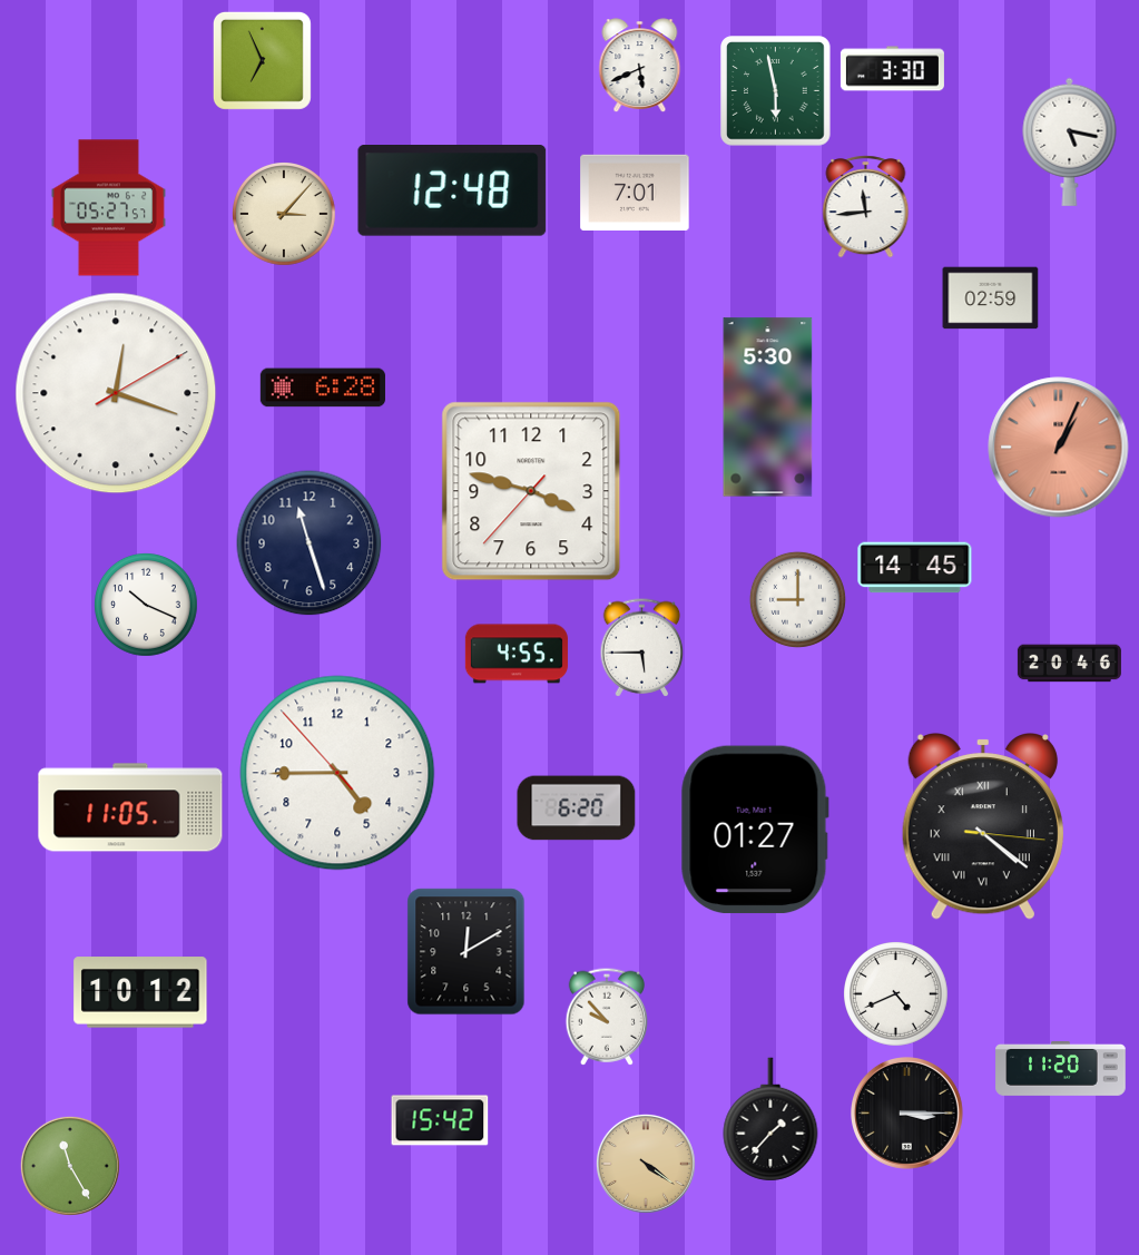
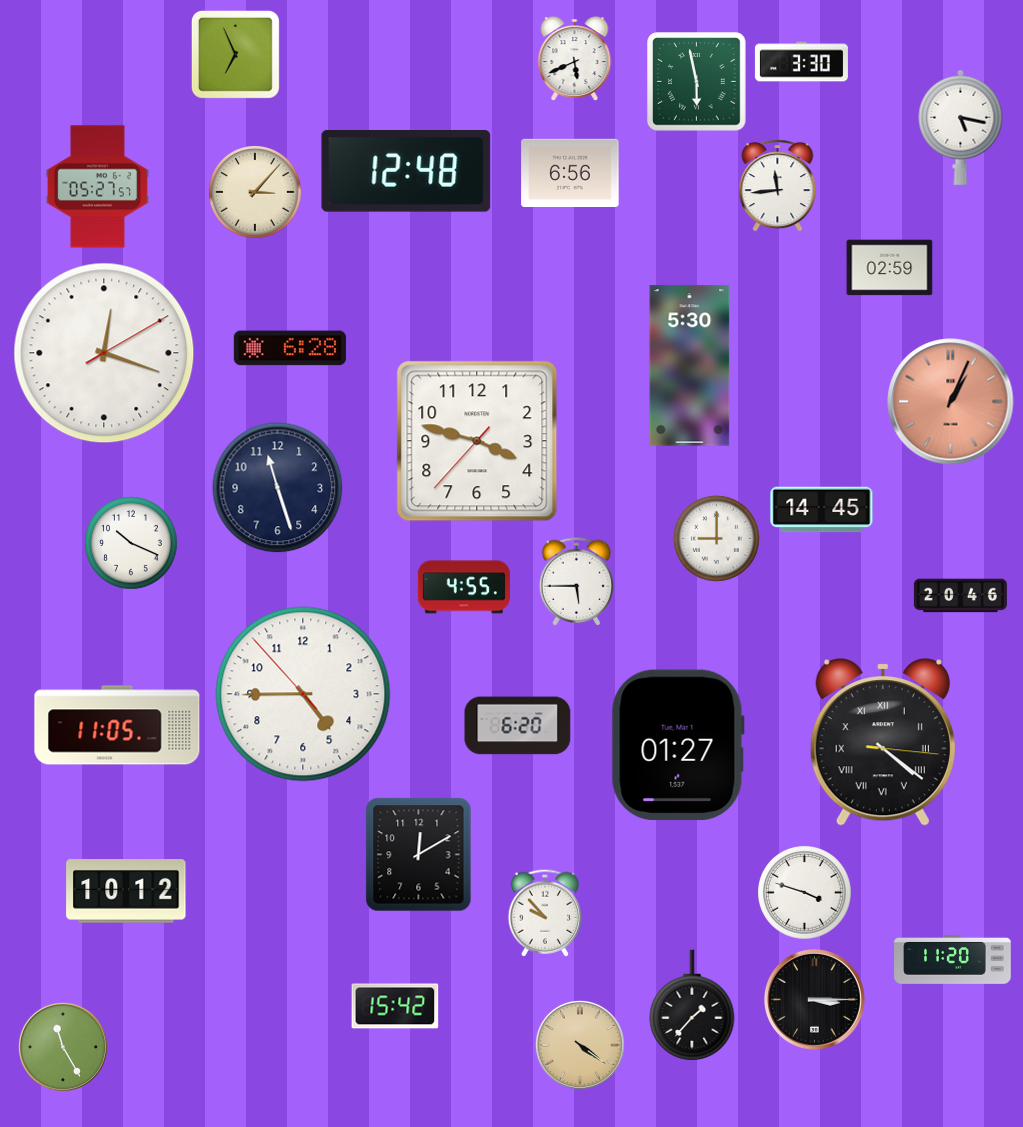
clock at (635, 192): 7:01 -> 6:56
clock at (896, 994): 4:41 -> 3:48
